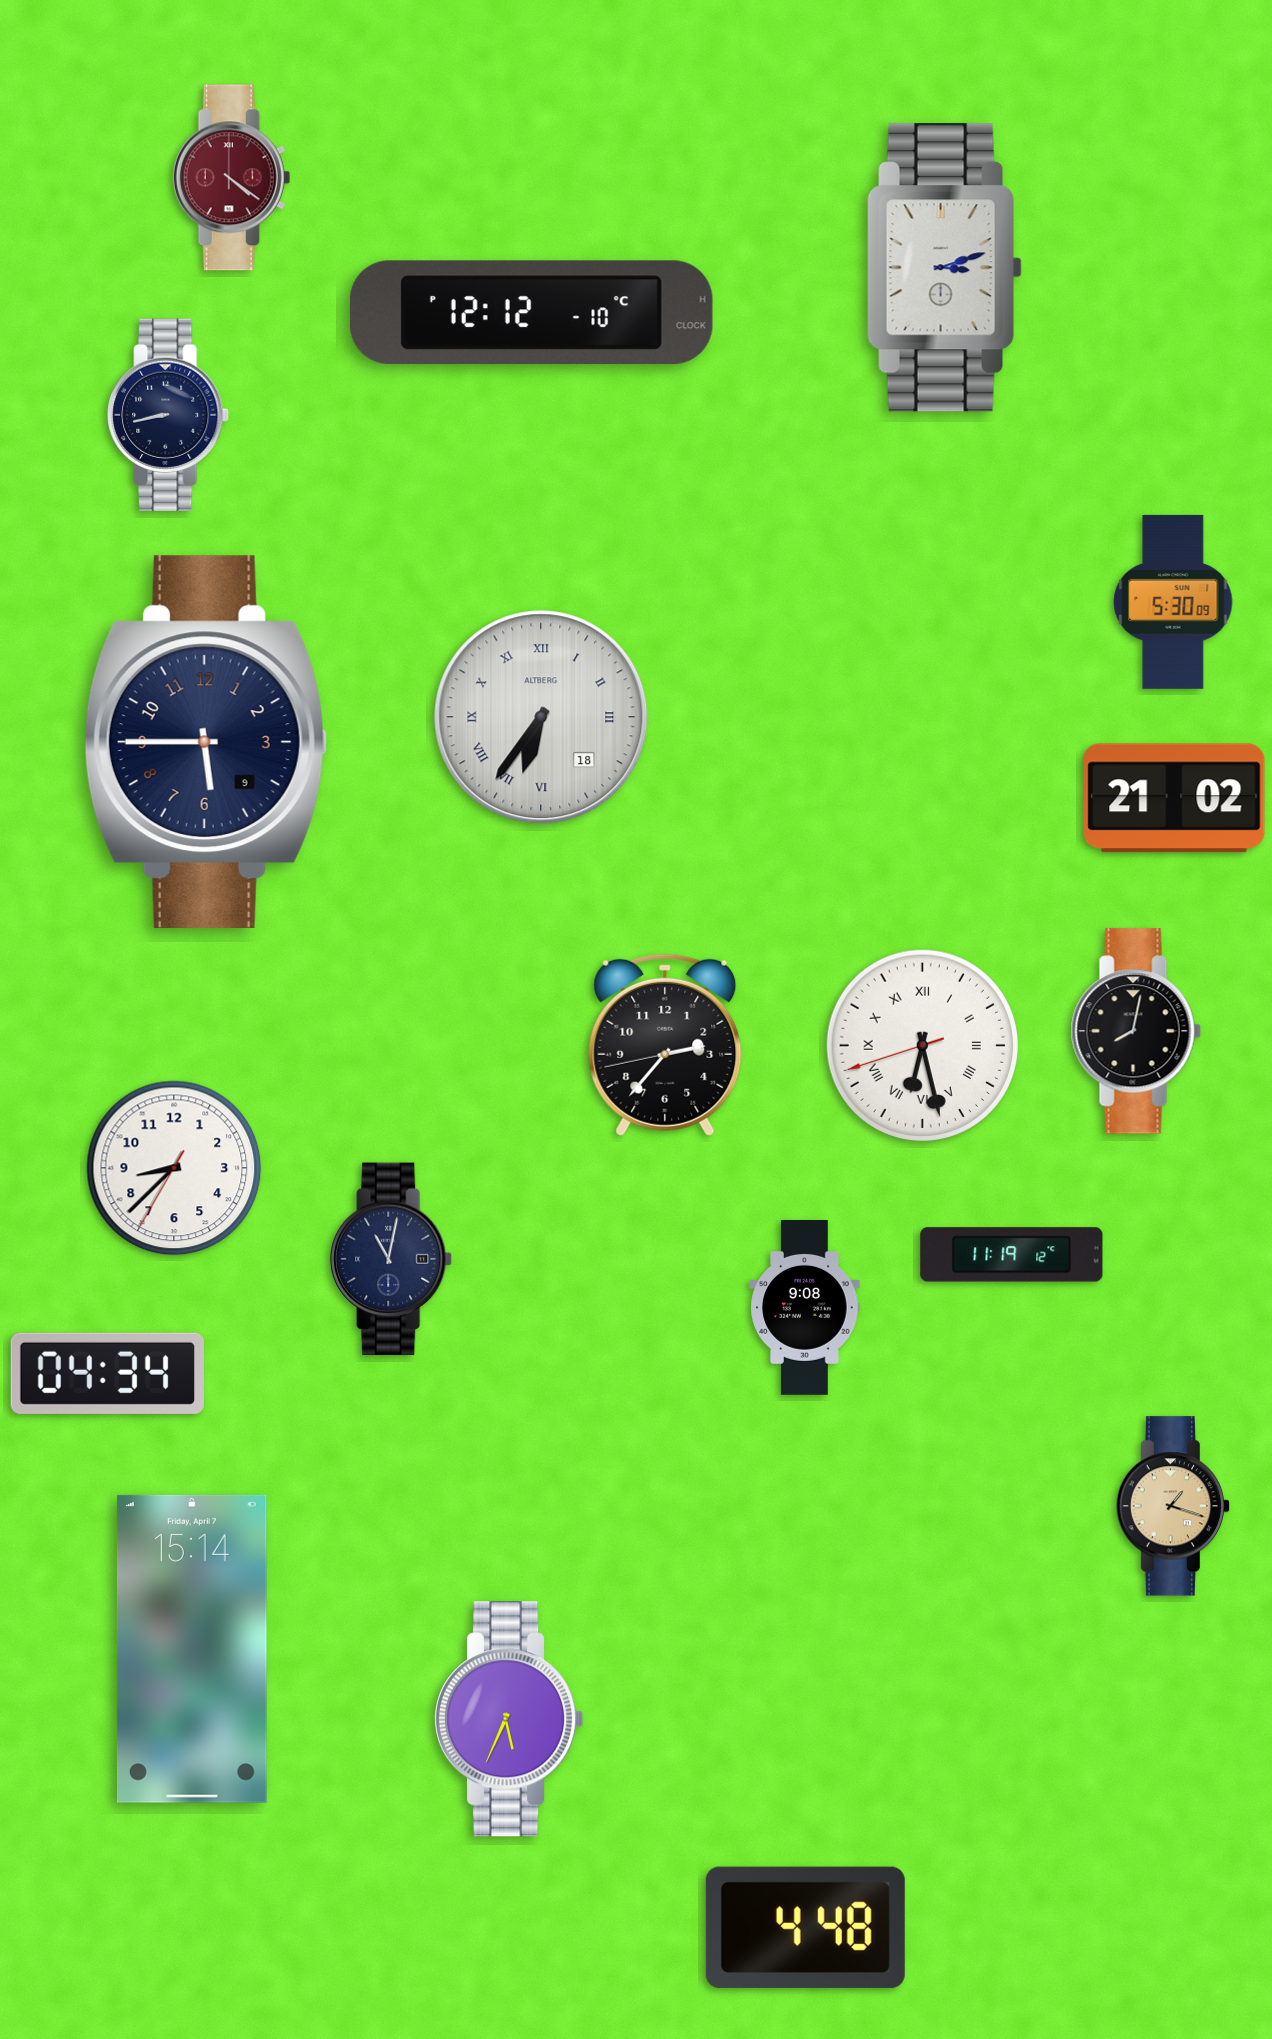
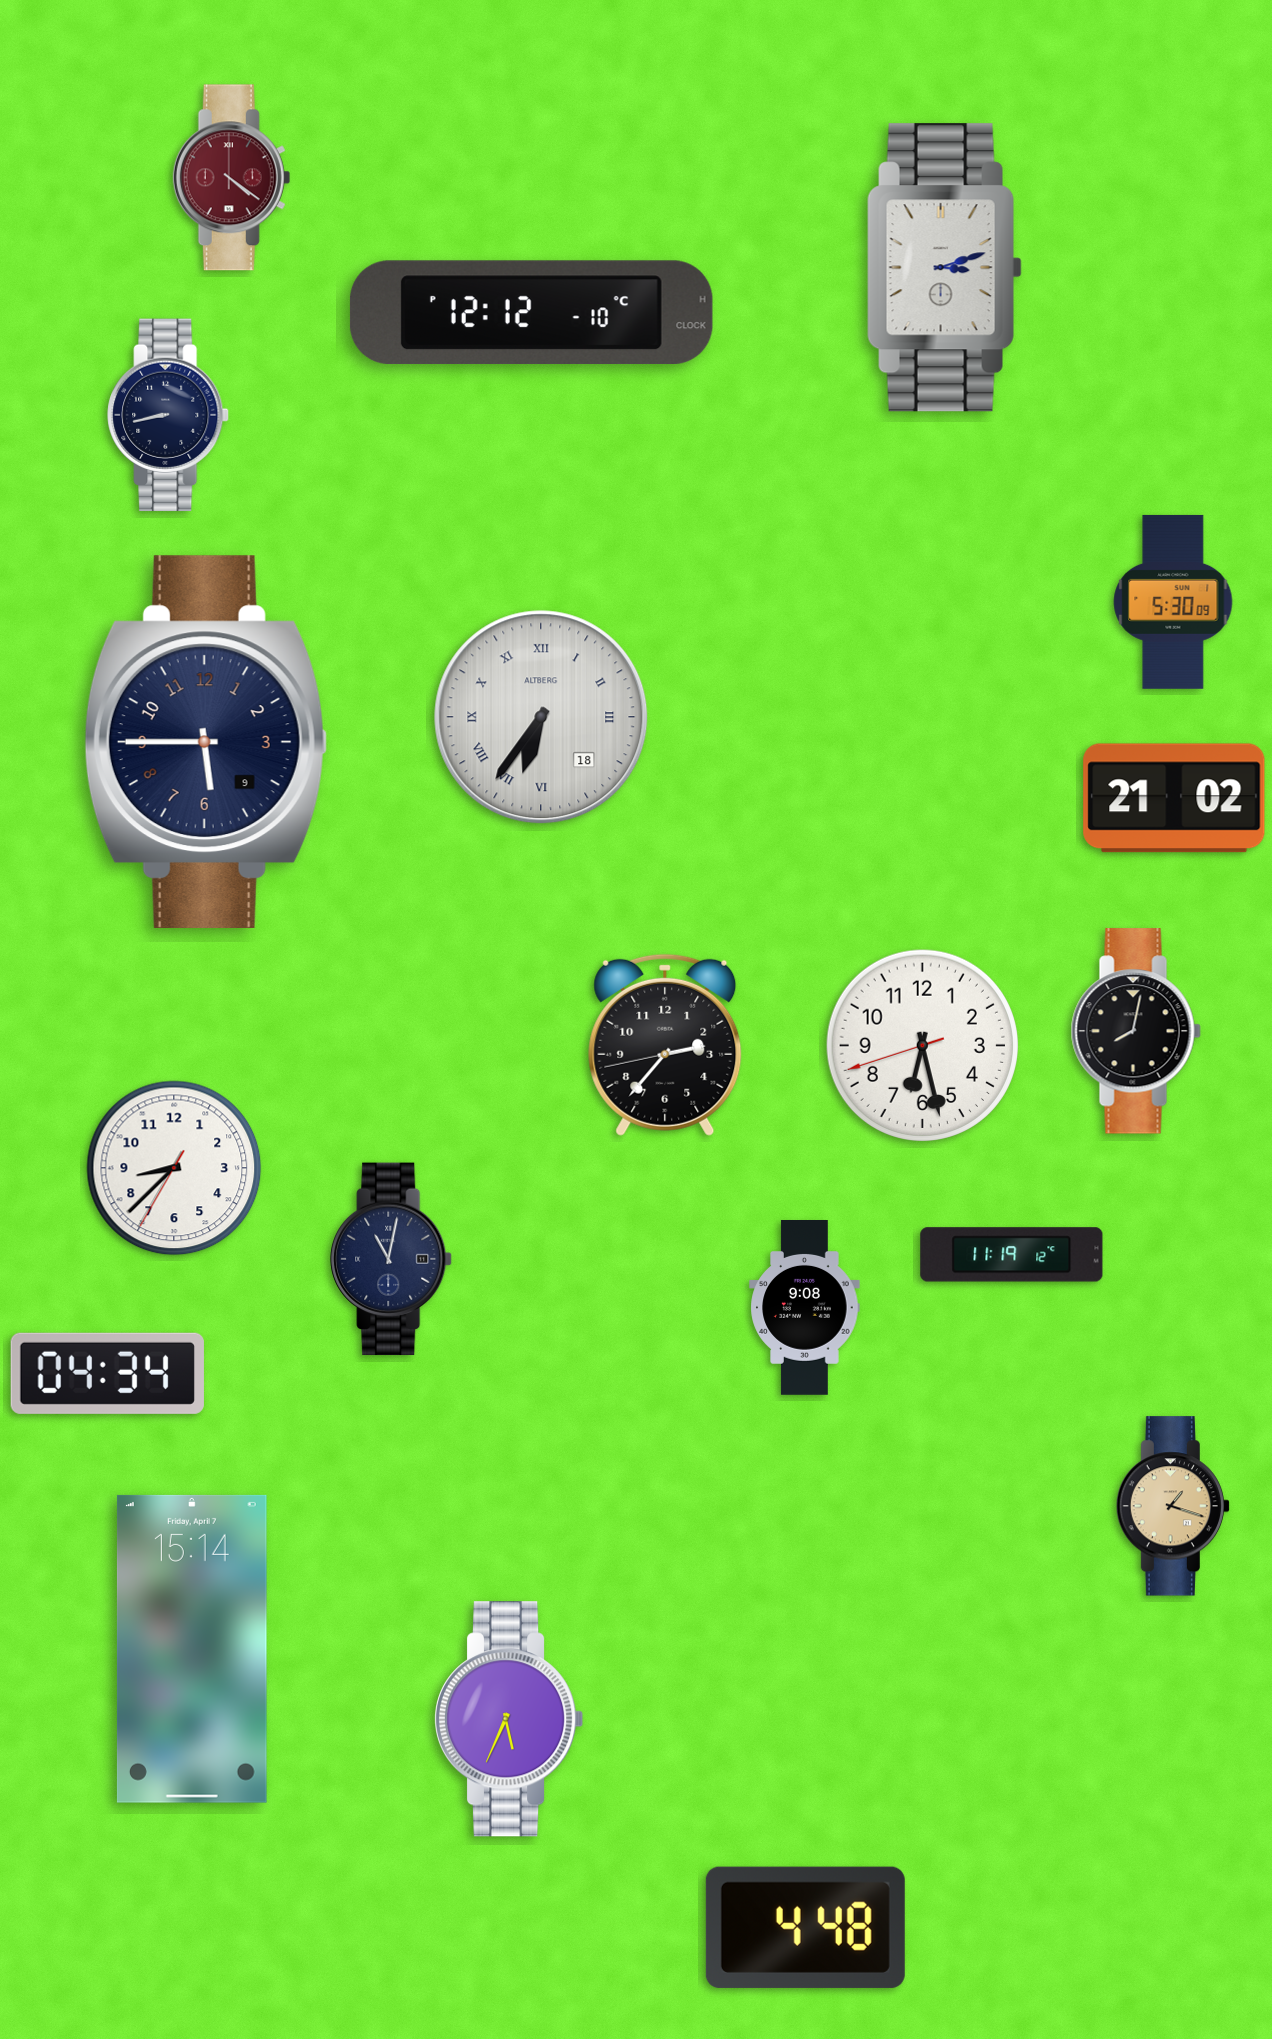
clock at (922, 1045) numerals: Roman -> Arabic
